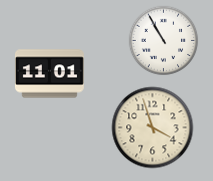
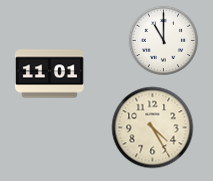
clock at (164, 41): 10:55 -> 11:00
clock at (153, 128): 3:57 -> 4:25
